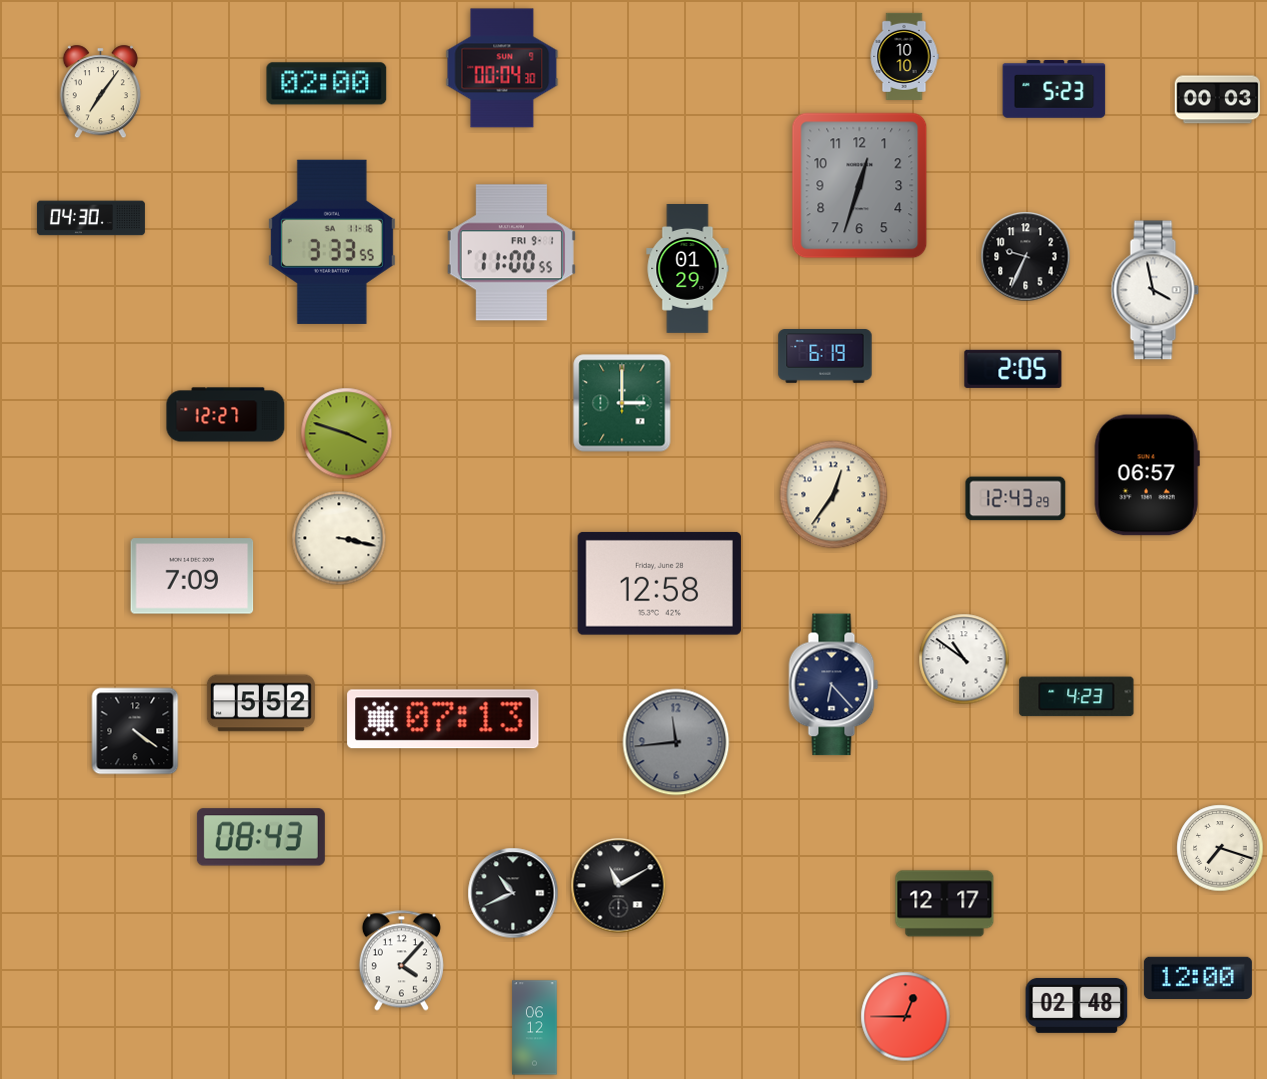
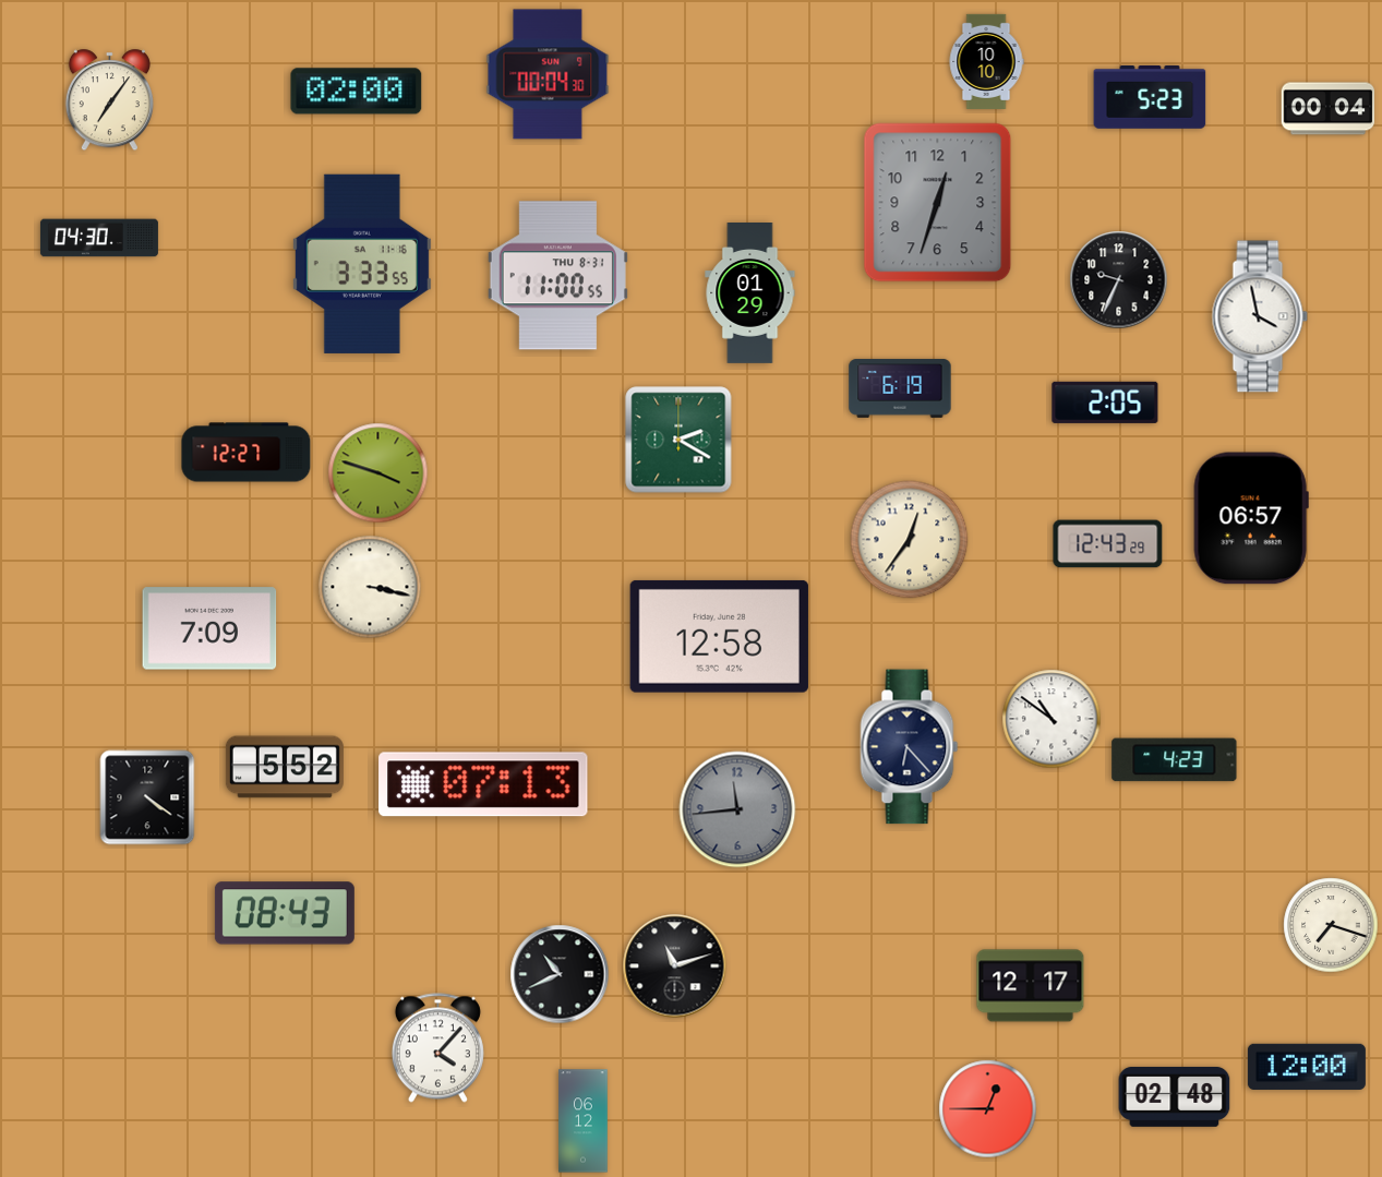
clock at (1218, 100): 00:03 -> 00:04
clock at (511, 253) date: FRI 9-1 -> THU 8-31
clock at (622, 403): 3:00 -> 2:20
clock at (619, 886): 11:10 -> 11:12
